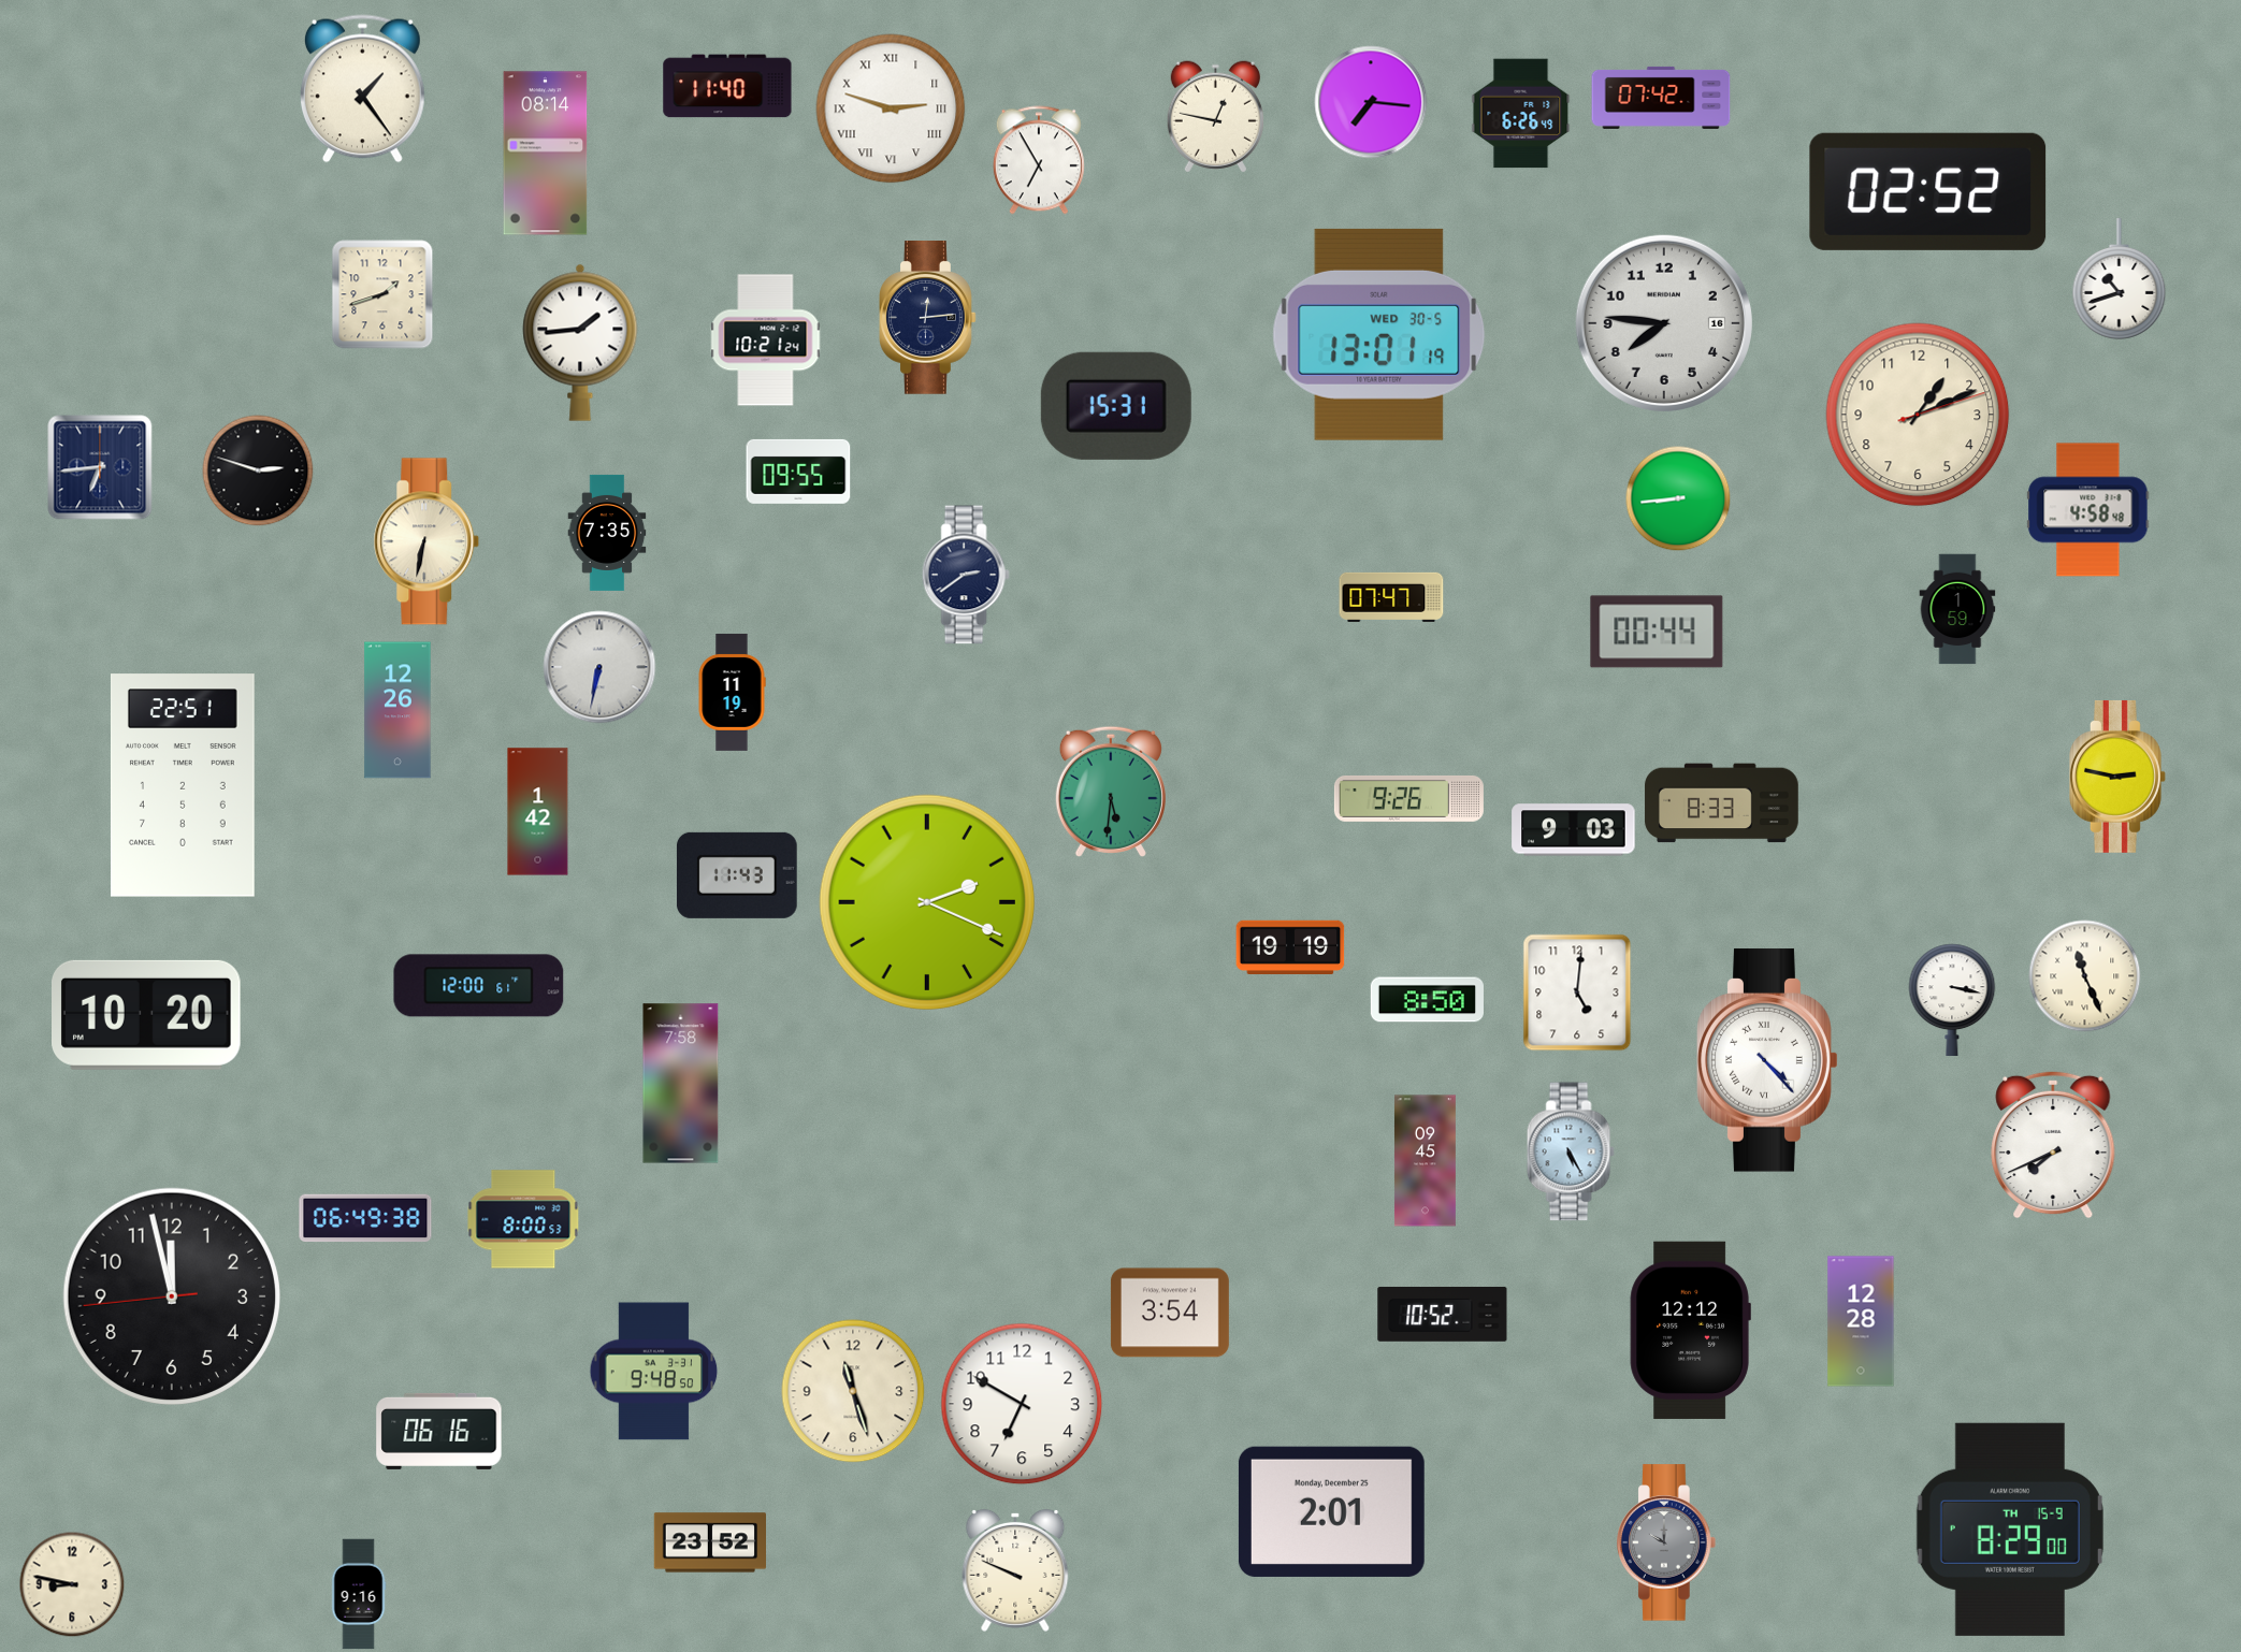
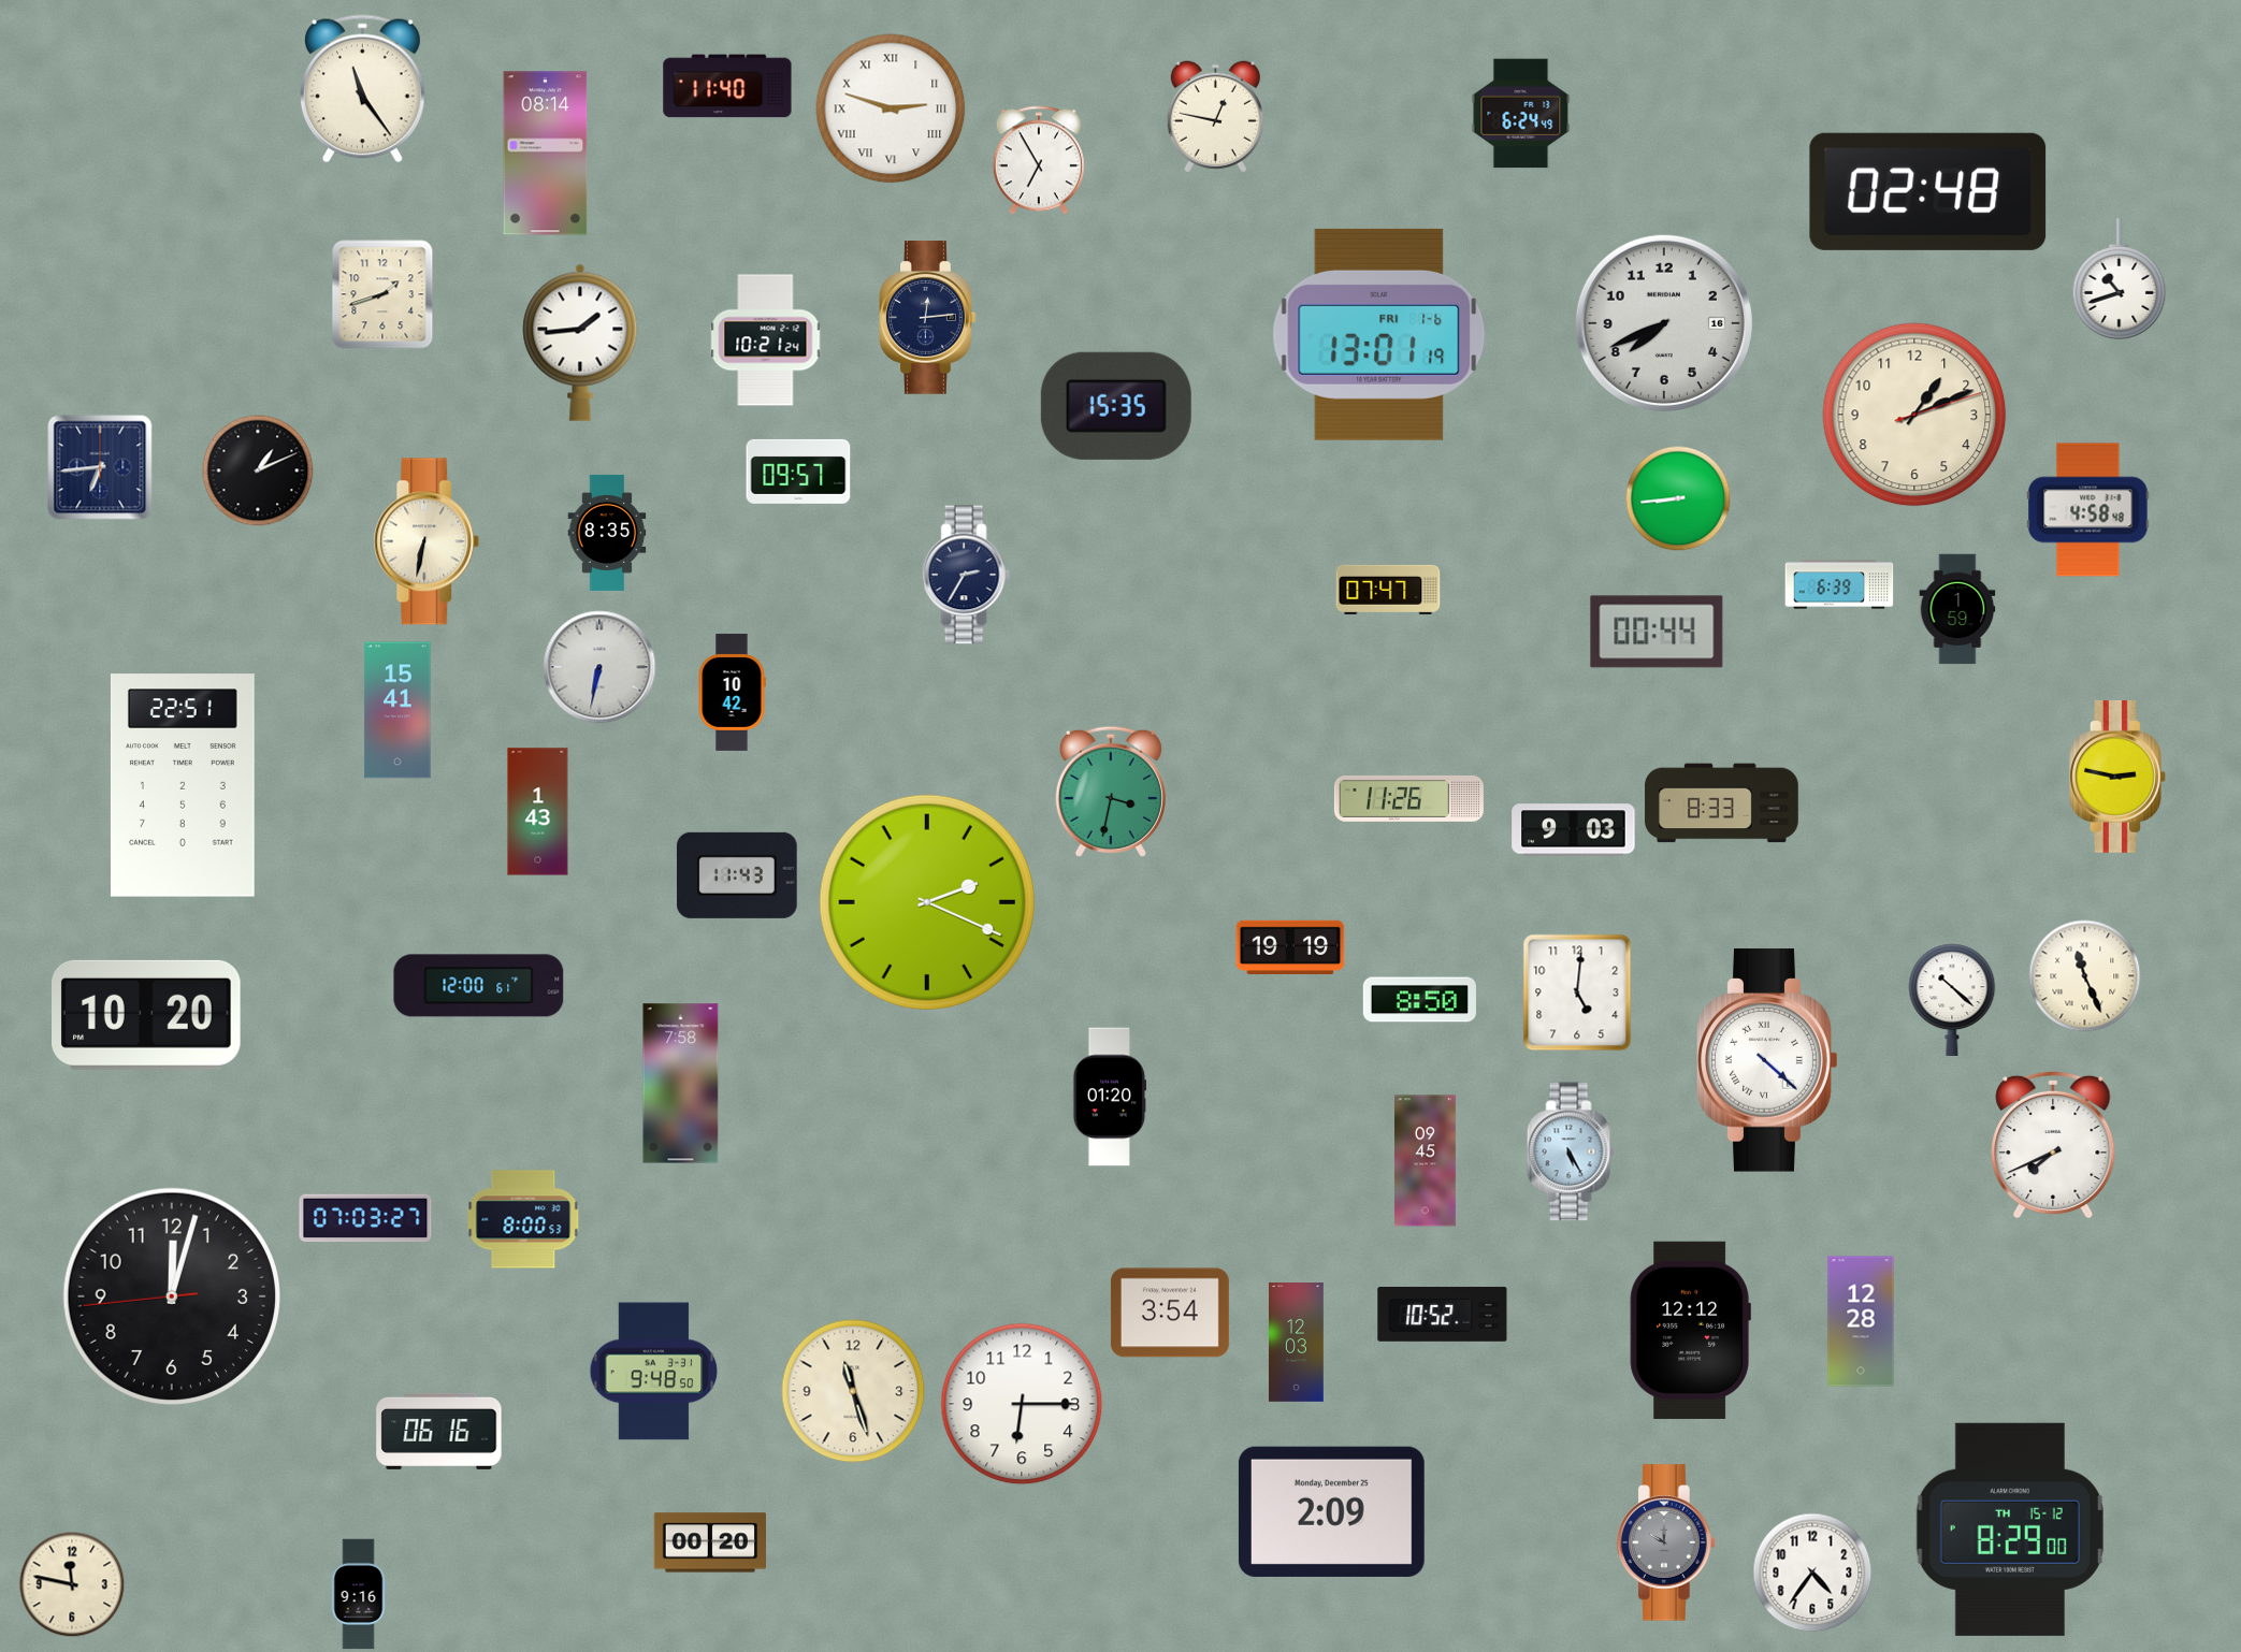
clock at (362, 89): 1:24 -> 11:24
clock at (1661, 98): 07:42 -> none
clock at (1371, 102): 7:16 -> none
clock at (1521, 114): 6:26 -> 6:24
clock at (1928, 191): 02:52 -> 02:48
clock at (1664, 323): 7:46 -> 7:41
clock at (1379, 334) date: WED 30-5 -> FRI 1-6
clock at (1116, 406): 15:31 -> 15:35
clock at (1918, 415) position: (1918, 415) -> (1914, 415)
clock at (258, 470): 2:48 -> 1:11
clock at (798, 472): 09:55 -> 09:57
clock at (607, 533): 7:35 -> 8:35
clock at (966, 575): 2:39 -> 2:35
clock at (1839, 584): none -> 6:39
clock at (1391, 597) position: (1391, 597) -> (1388, 590)
clock at (732, 692): 11:19 -> 10:42
clock at (397, 710): 12:26 -> 15:41
clock at (1111, 792): 5:31 -> 3:32
clock at (1408, 798): 9:26 -> 11:26
clock at (538, 812): 1:42 -> 1:43
clock at (1952, 999): 3:17 -> 10:22
clock at (1427, 1000) position: (1427, 1000) -> (1419, 1000)
clock at (1767, 1060): 4:23 -> 4:22
clock at (1110, 1097): none -> 01:20
clock at (365, 1218): 06:49 -> 07:03
clock at (171, 1295): 11:57 -> 12:02
clock at (1297, 1343): none -> 12:03
clock at (1022, 1404): 6:50 -> 6:15
clock at (1331, 1511): 2:01 -> 2:09
clock at (2010, 1530) date: TH 15-9 -> TH 15-12
clock at (709, 1542): 23:52 -> 00:20
clock at (1015, 1570): 9:49 -> none
clock at (1812, 1573): none -> 4:36
clock at (72, 1584): 8:47 -> 11:47
